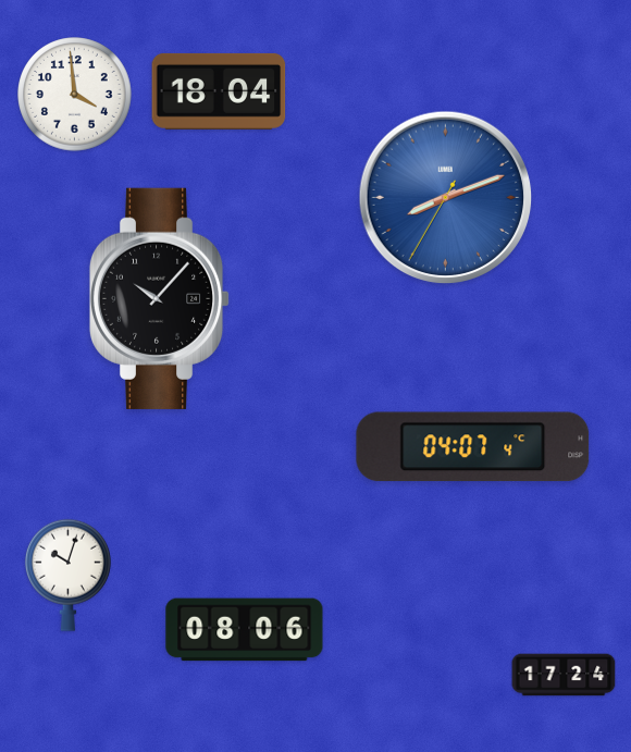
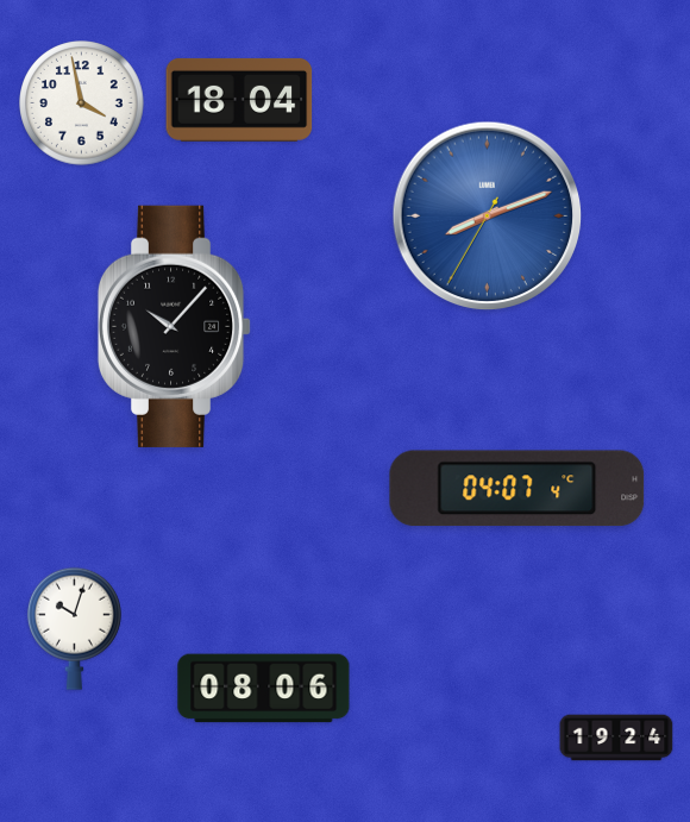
clock at (75, 95): 3:59 -> 3:58
clock at (245, 630) position: (245, 630) -> (264, 689)
clock at (564, 675): 17:24 -> 19:24
